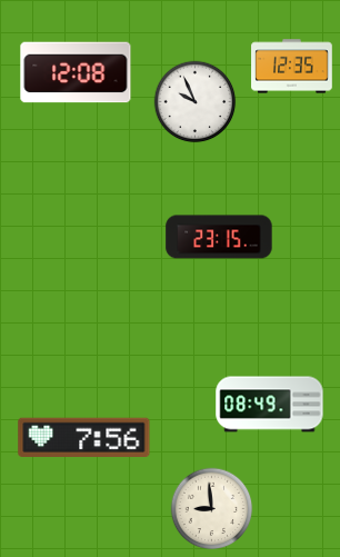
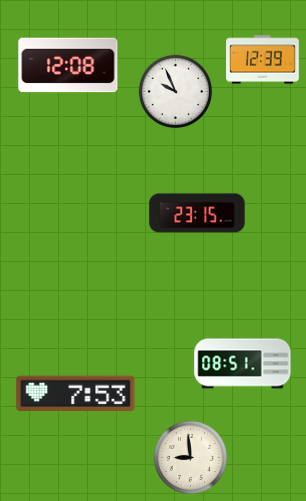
clock at (292, 67): 12:35 -> 12:39
clock at (270, 405): 08:49 -> 08:51
clock at (84, 438): 7:56 -> 7:53
